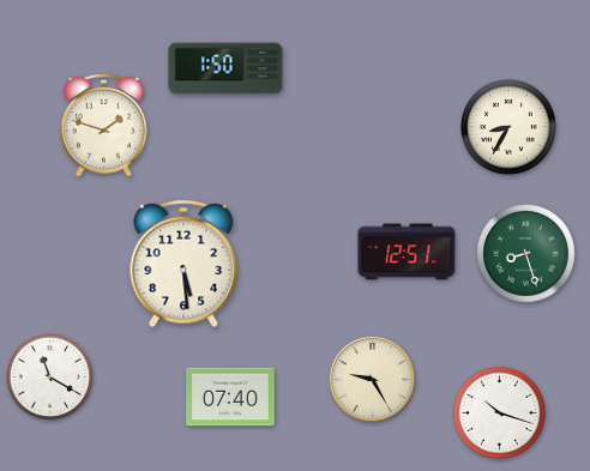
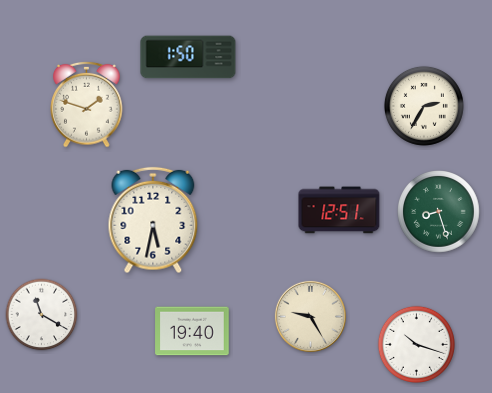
clock at (508, 127): 8:35 -> 2:35
clock at (183, 264): 5:29 -> 5:32
clock at (230, 397): 07:40 -> 19:40
